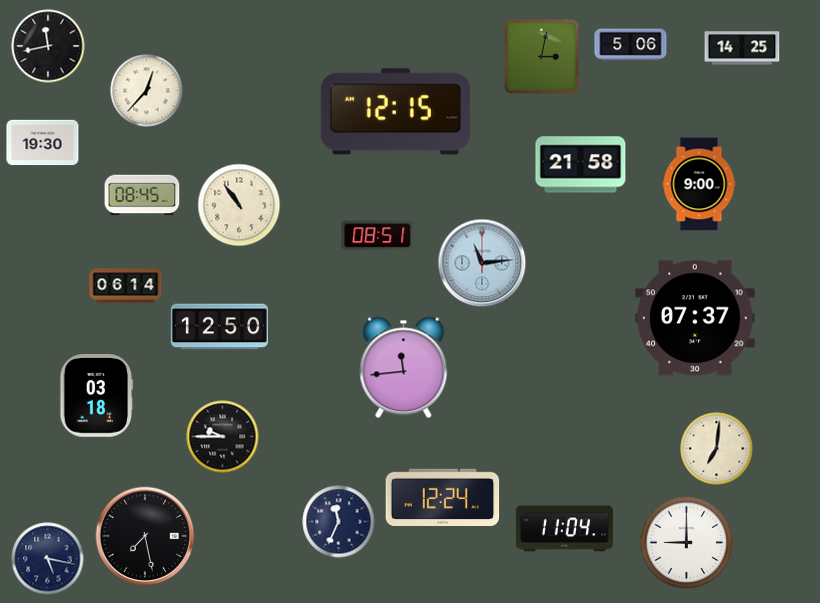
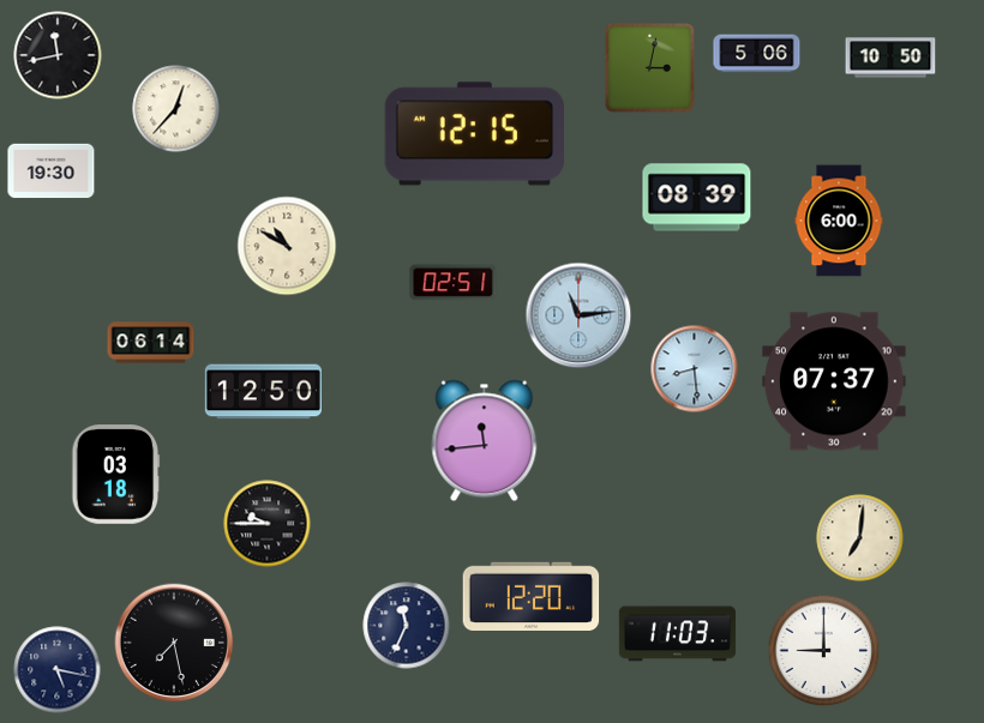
clock at (742, 48): 14:25 -> 10:50
clock at (581, 165): 21:58 -> 08:39
clock at (699, 184): 9:00 -> 6:00
clock at (142, 195): 08:45 -> none
clock at (239, 205): 10:54 -> 10:50
clock at (378, 236): 08:51 -> 02:51
clock at (695, 369): none -> 8:29
clock at (443, 497): 12:24 -> 12:20
clock at (564, 529): 11:04 -> 11:03
